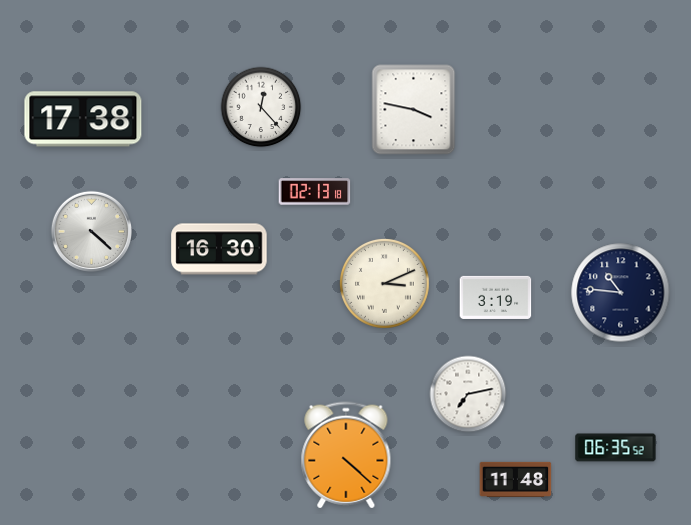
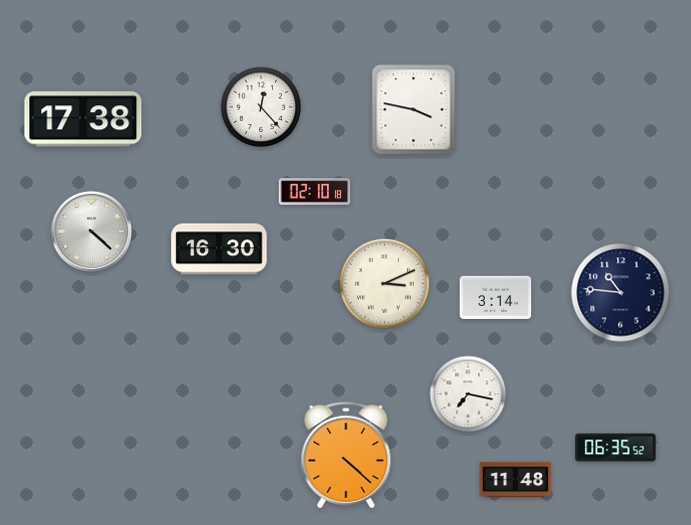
clock at (315, 192): 02:13 -> 02:10
clock at (496, 297): 3:19 -> 3:14
clock at (468, 394): 7:13 -> 7:17
